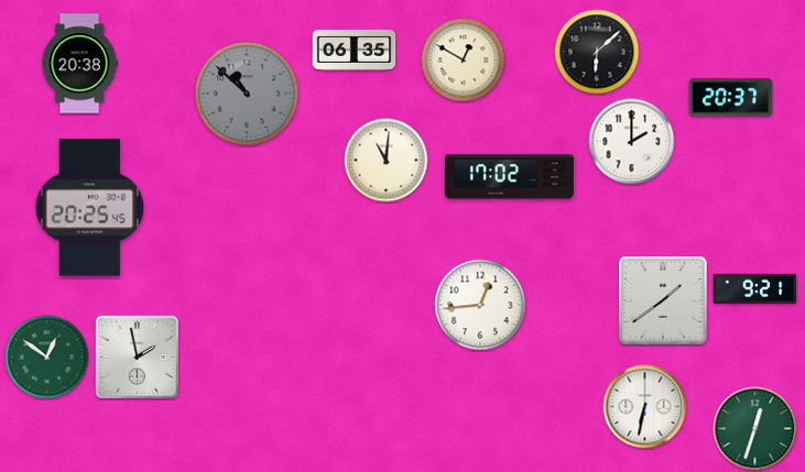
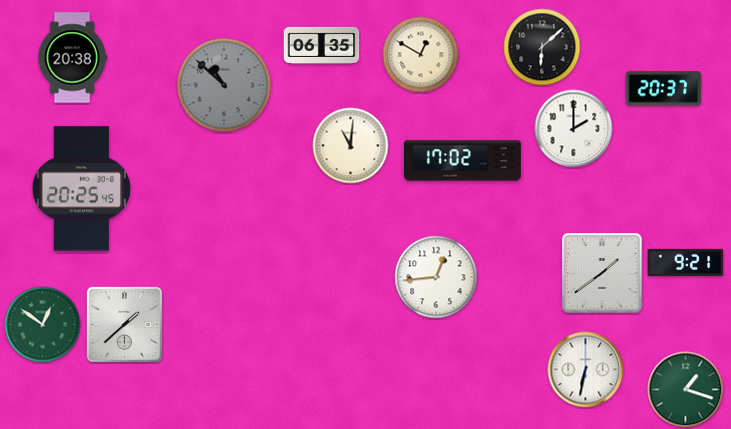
clock at (137, 356): 1:58 -> 1:38
clock at (755, 429): 12:33 -> 1:18
